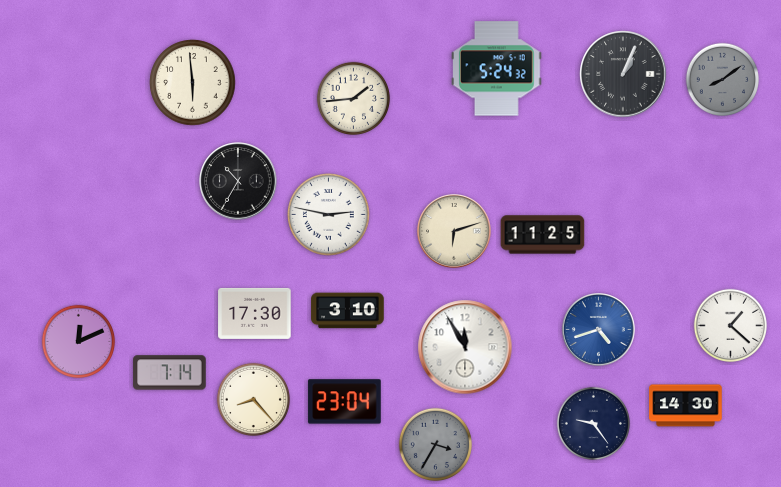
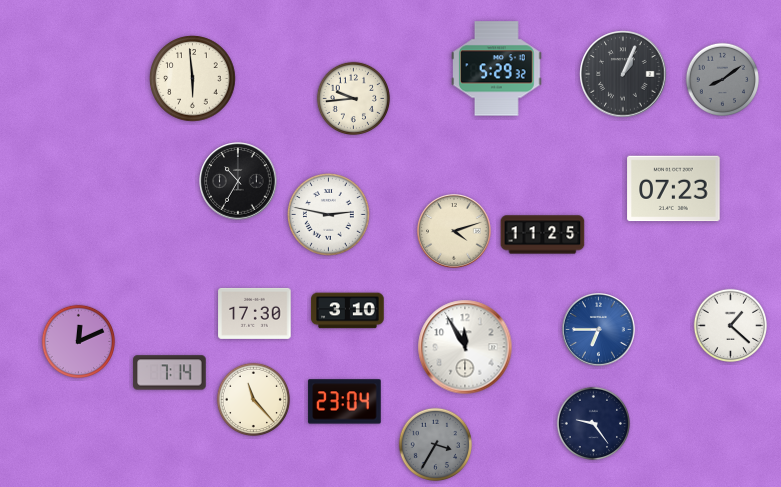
clock at (497, 69): 5:24 -> 5:29
clock at (193, 83) position: (193, 83) -> (193, 79)
clock at (354, 99): 1:44 -> 9:44
clock at (674, 189): none -> 07:23
clock at (455, 232): 6:12 -> 4:12
clock at (599, 330): 4:42 -> 6:45
clock at (254, 400): 8:23 -> 11:23
clock at (686, 406): 14:30 -> none
